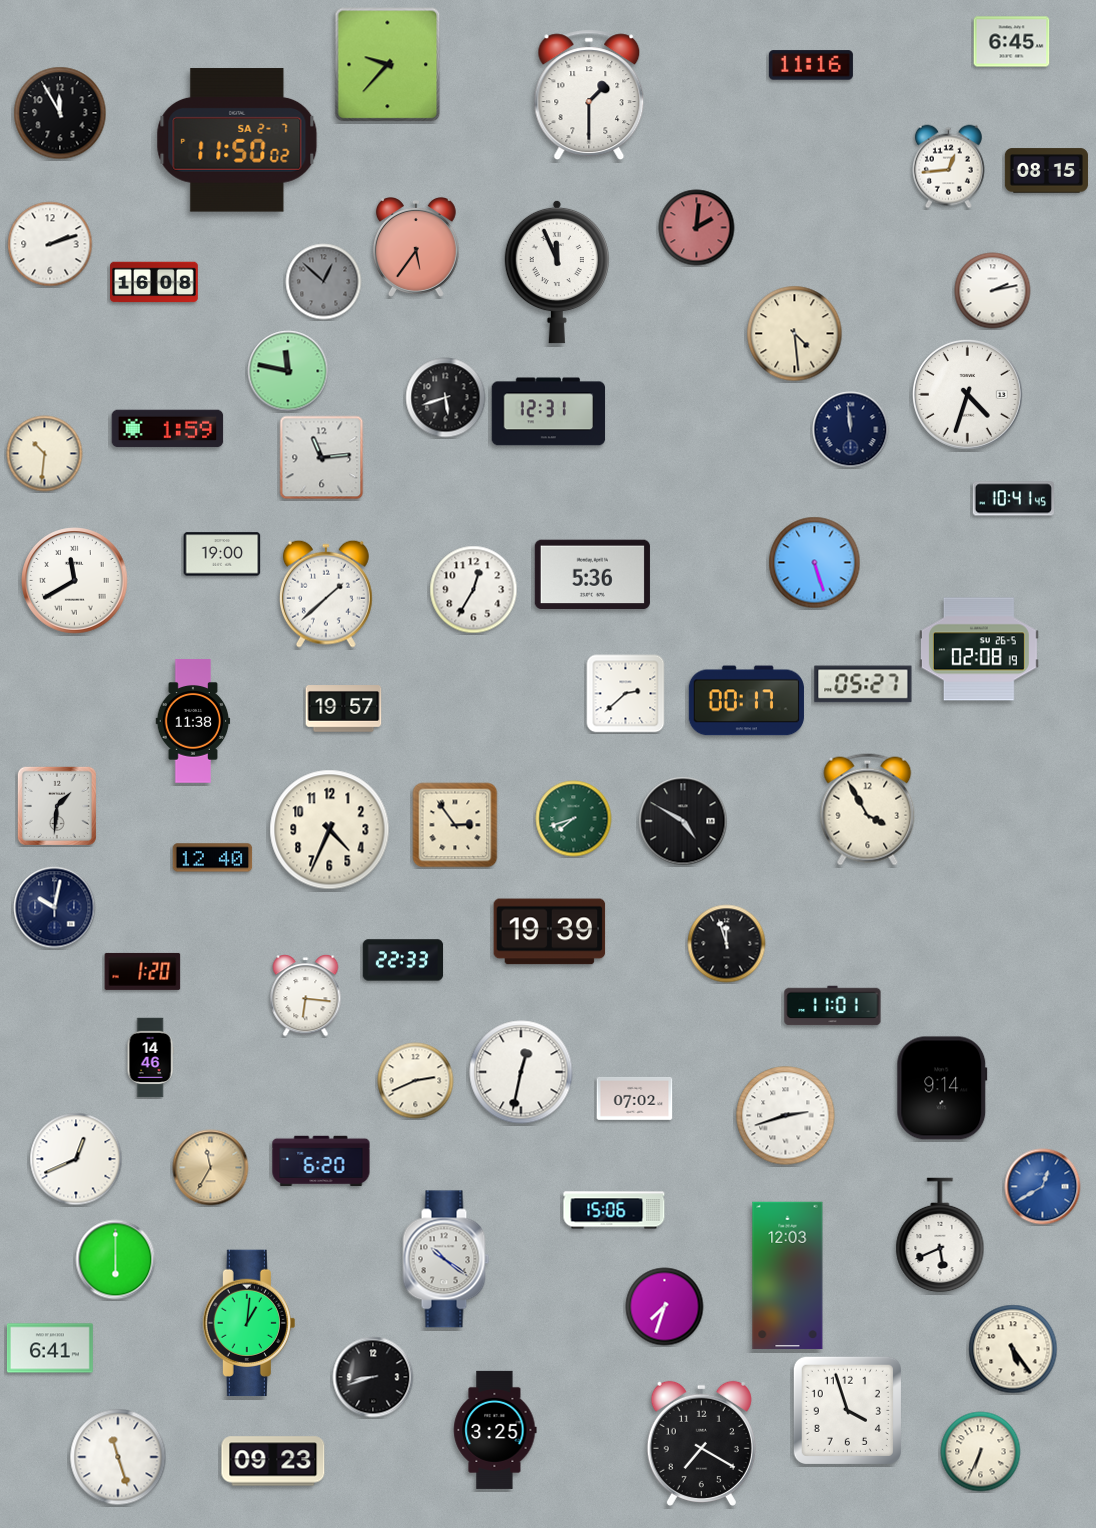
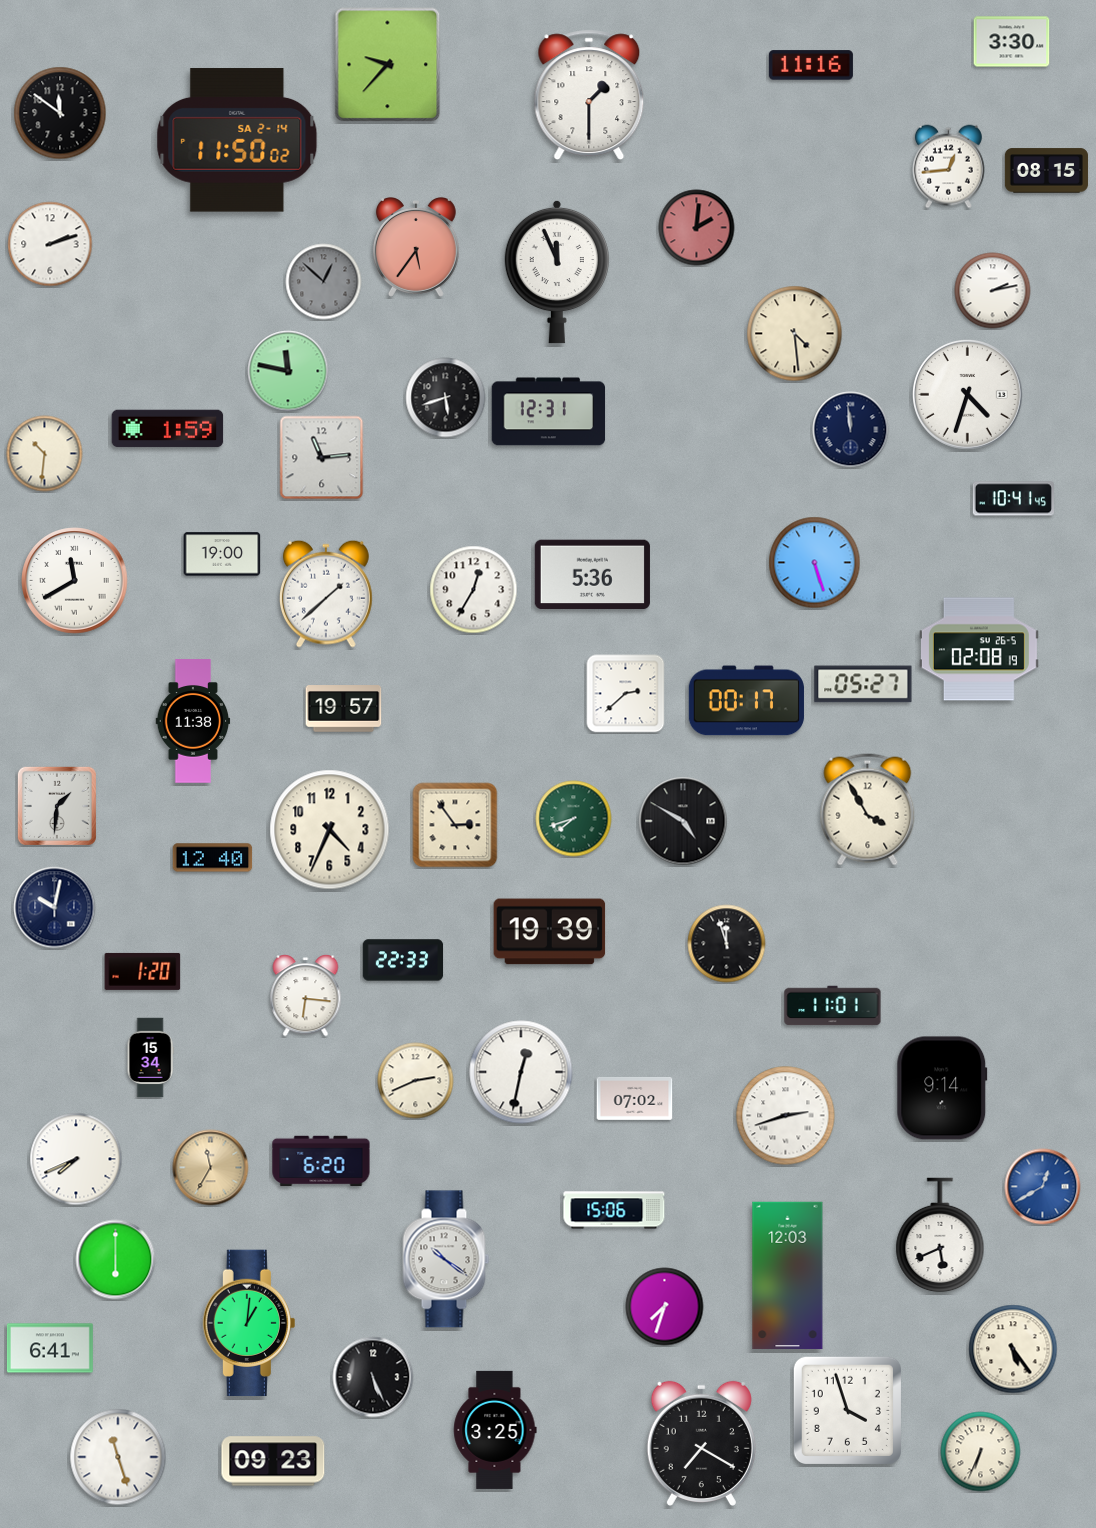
clock at (1012, 42): 6:45 -> 3:30
clock at (60, 113): 11:55 -> 11:51
clock at (237, 140) date: SA 2-7 -> SA 2-14
clock at (154, 282): 16:08 -> none
clock at (150, 1058): 14:46 -> 15:34
clock at (76, 1159): 12:41 -> 7:41
clock at (373, 1377): 8:42 -> 5:26
